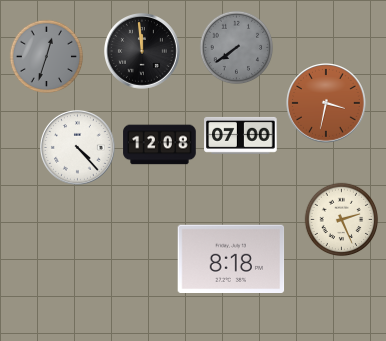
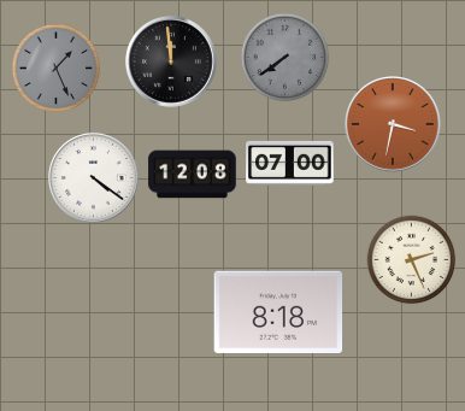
clock at (47, 57): 12:33 -> 1:26
clock at (78, 148): 4:23 -> 4:21
clock at (342, 220) position: (342, 220) -> (412, 260)
